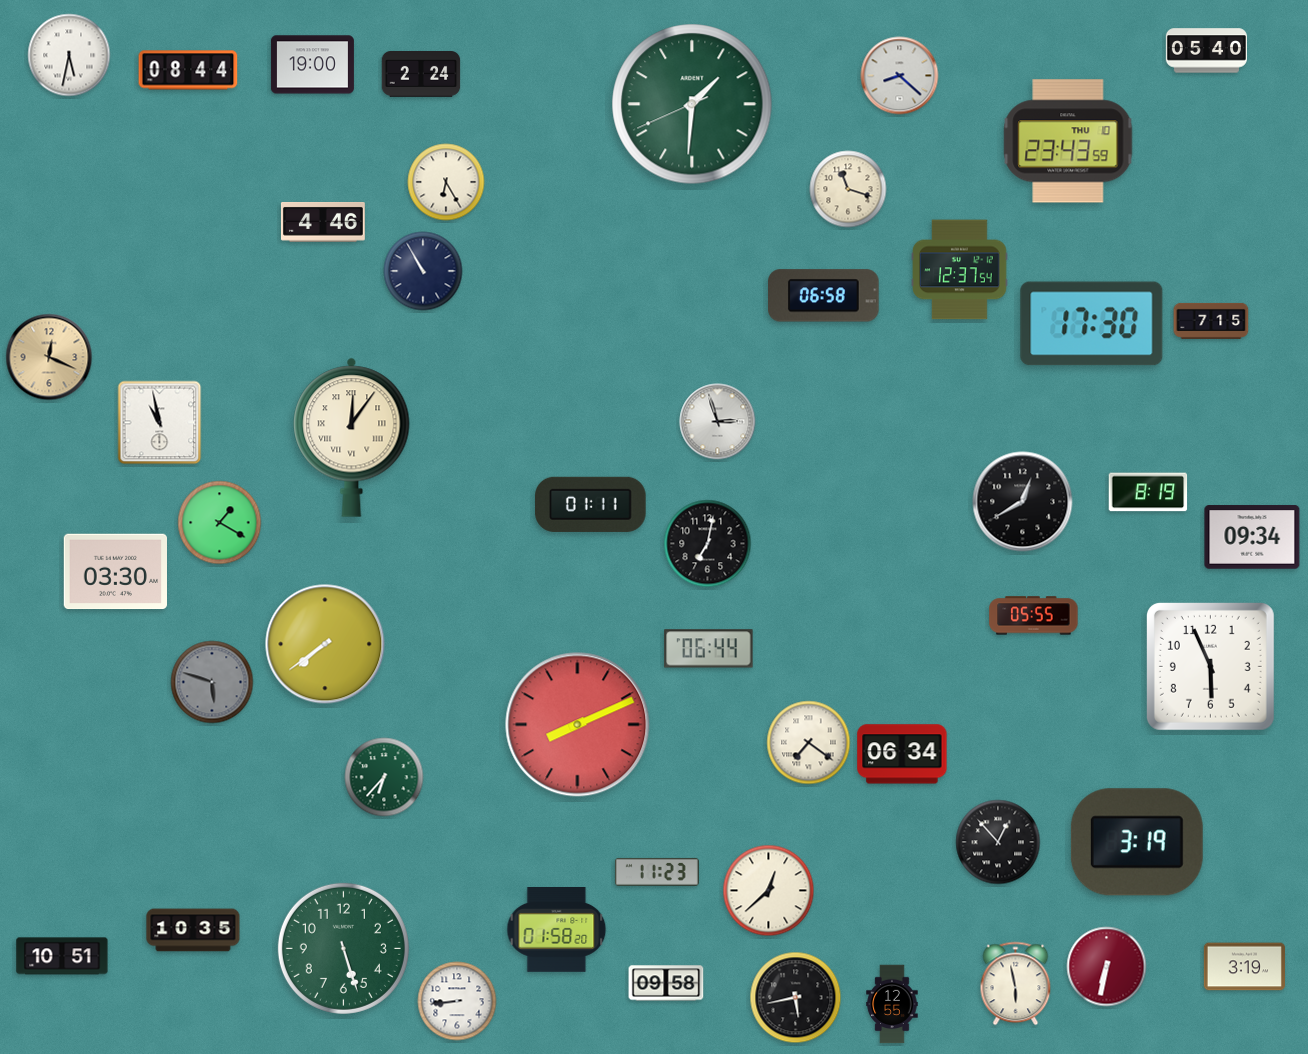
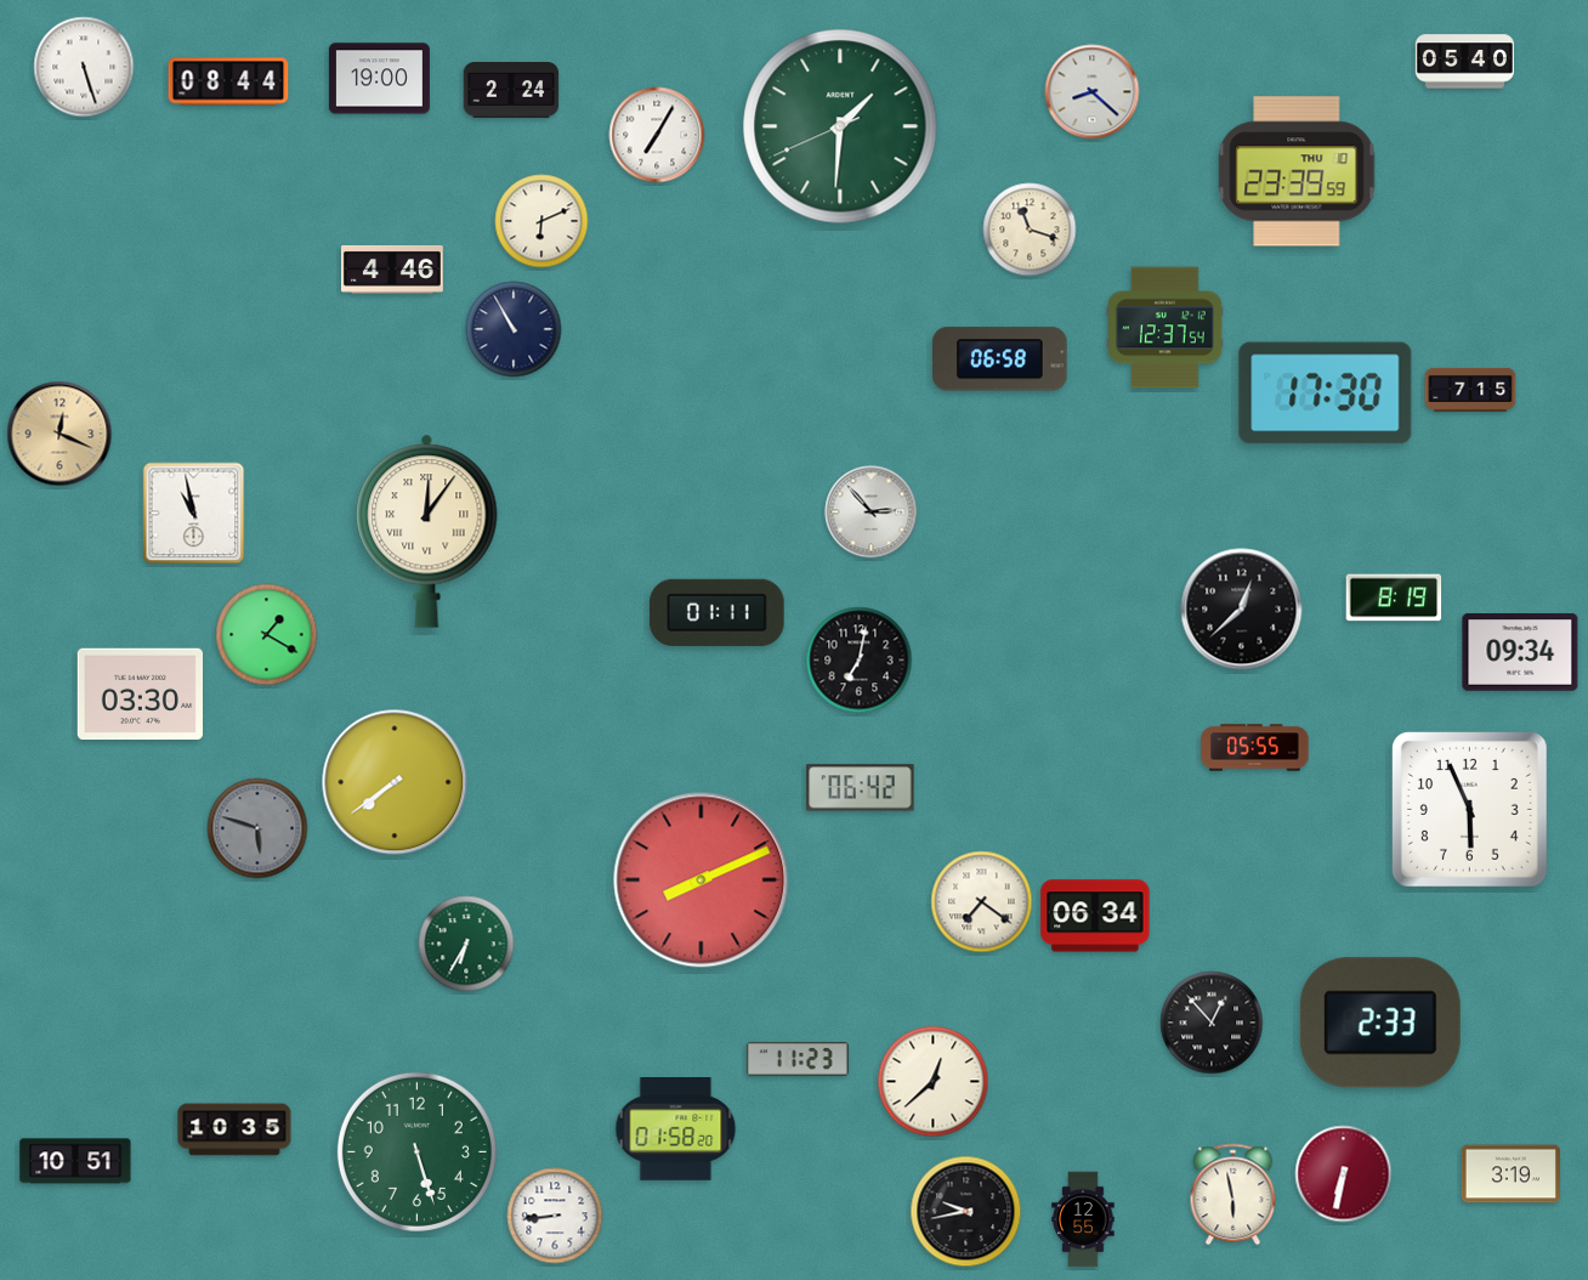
clock at (69, 55): 5:32 -> 5:27
clock at (188, 70) position: (188, 70) -> (228, 81)
clock at (657, 135): none -> 7:05
clock at (1068, 141): 23:43 -> 23:39
clock at (446, 182): 6:25 -> 6:11
clock at (718, 422): 2:57 -> 2:53
clock at (1023, 502): 12:40 -> 12:38
clock at (709, 649): 06:44 -> 06:42
clock at (384, 777): 6:37 -> 6:35
clock at (1137, 842): 3:19 -> 2:33
clock at (666, 983): 09:58 -> none
clock at (796, 998): 5:43 -> 9:43
